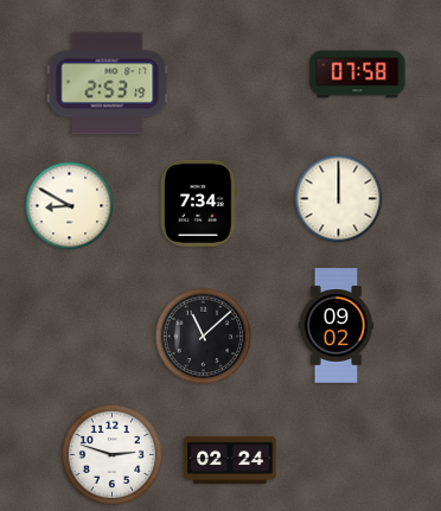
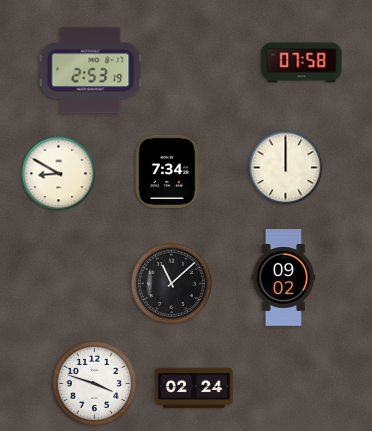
clock at (337, 326) position: (337, 326) -> (284, 278)
clock at (113, 455): 2:48 -> 3:48
